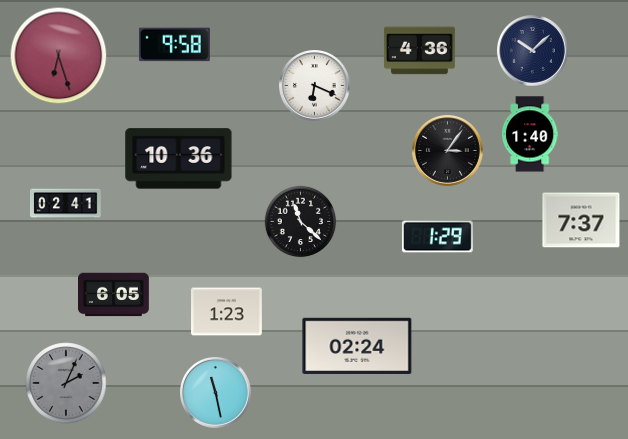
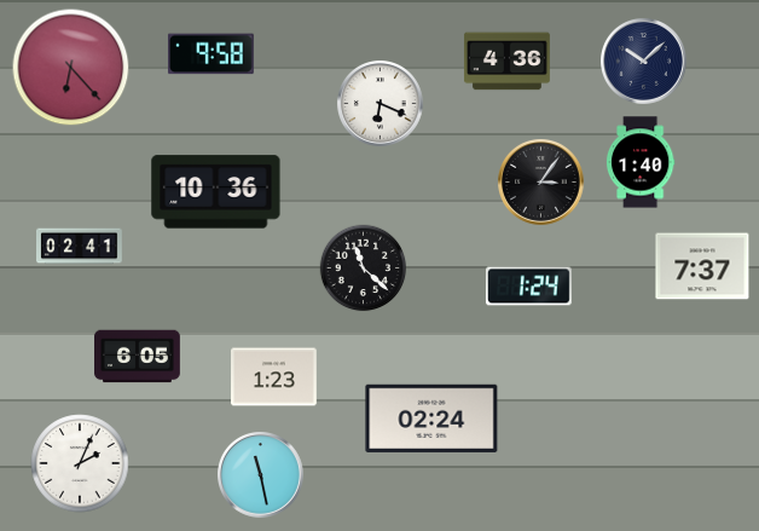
clock at (59, 56): 6:27 -> 6:23
clock at (437, 237): 1:29 -> 1:24
clock at (66, 383) dial: grey -> white
